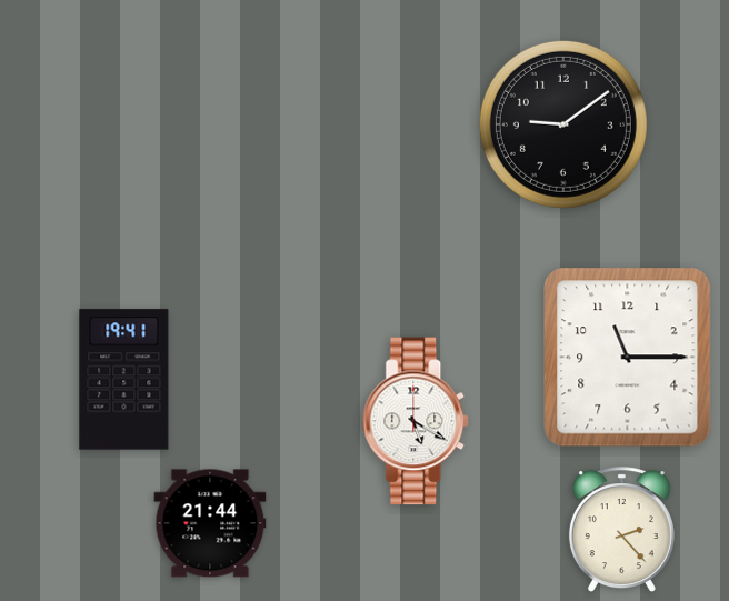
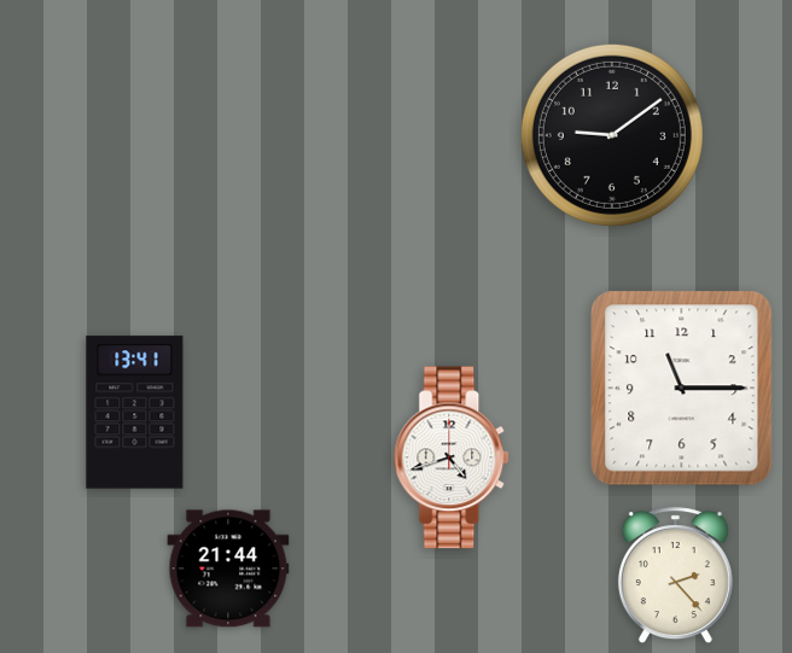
clock at (124, 380): 19:41 -> 13:41
clock at (417, 421): 5:20 -> 4:42
